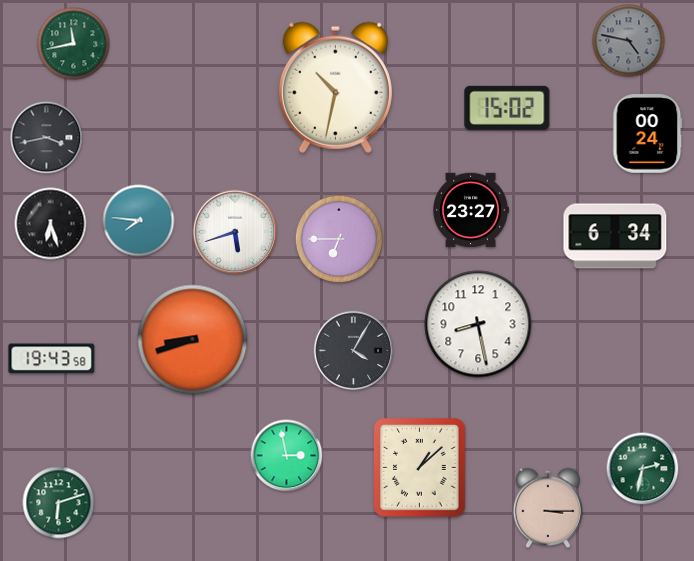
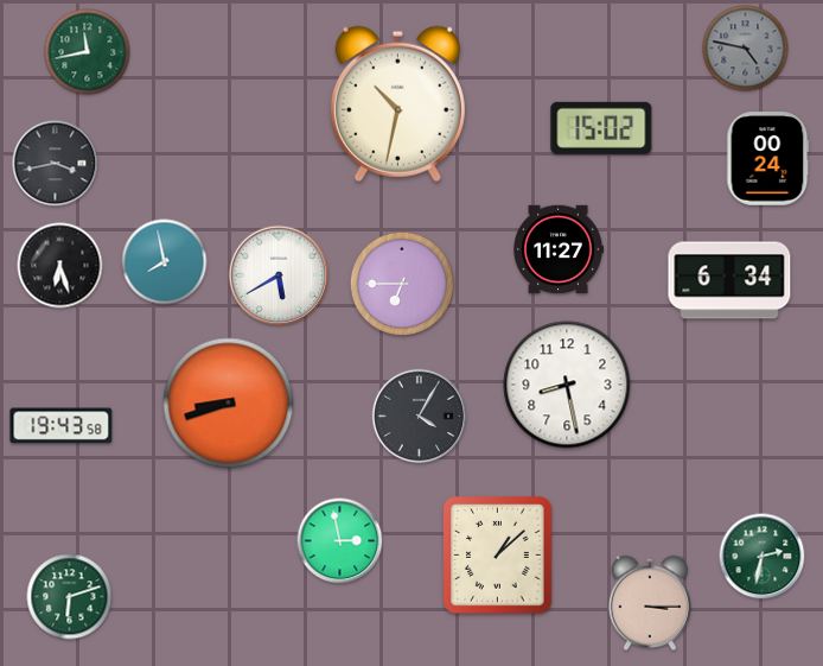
clock at (471, 210): 23:27 -> 11:27
clock at (139, 221): 7:46 -> 7:58
clock at (235, 232): 5:42 -> 5:40
